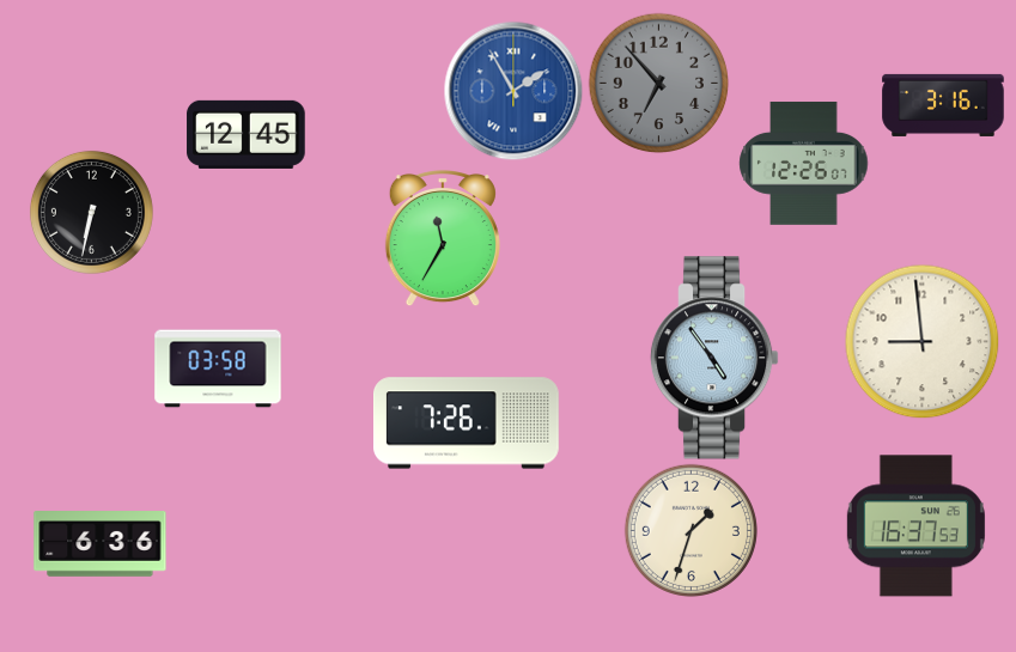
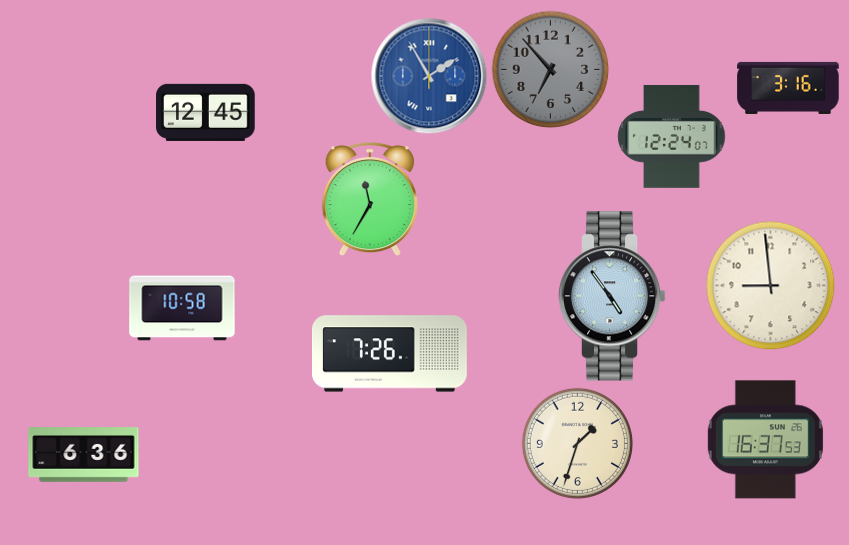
clock at (804, 163): 12:26 -> 12:24
clock at (91, 212): 6:32 -> none
clock at (714, 358) position: (714, 358) -> (612, 296)
clock at (218, 368): 03:58 -> 10:58
